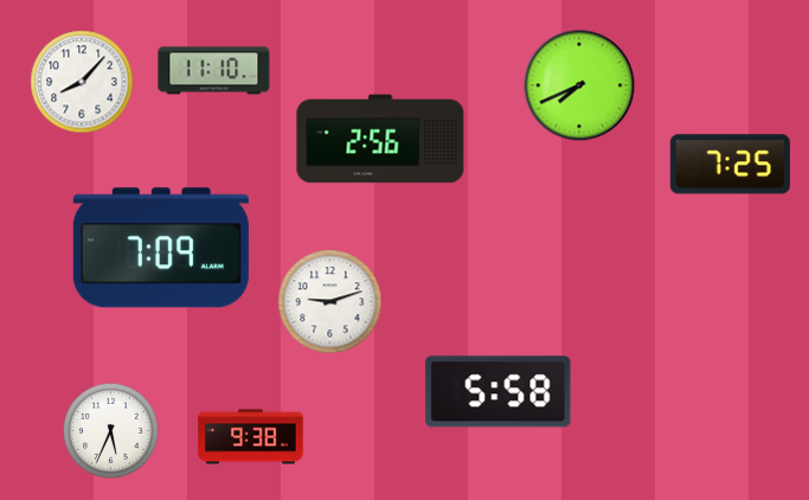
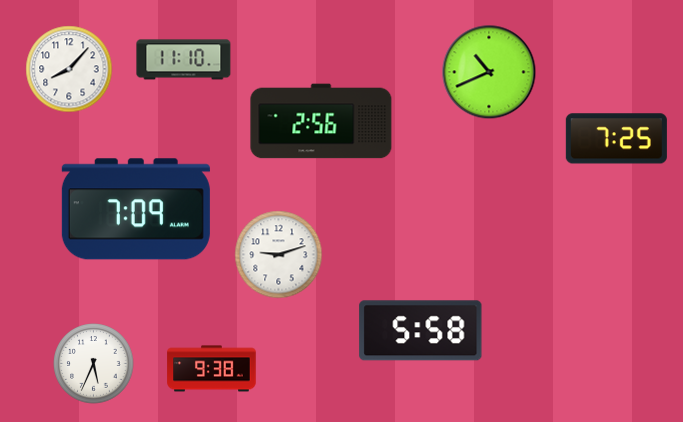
clock at (214, 71) position: (214, 71) -> (184, 60)
clock at (579, 85): 7:41 -> 10:41
clock at (380, 139) position: (380, 139) -> (321, 121)
